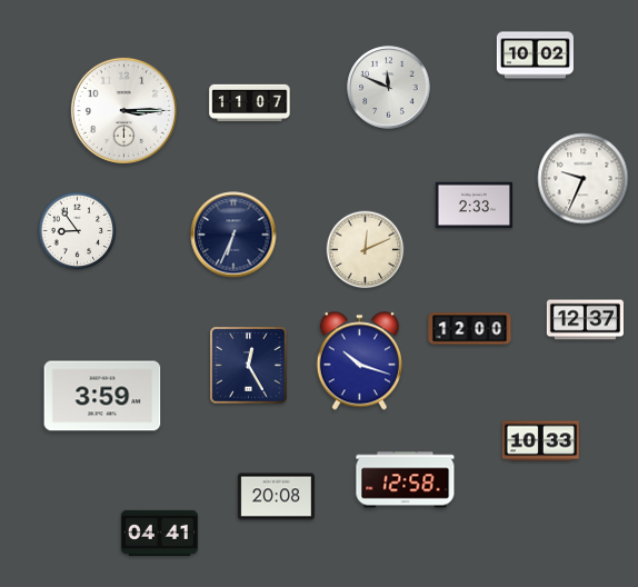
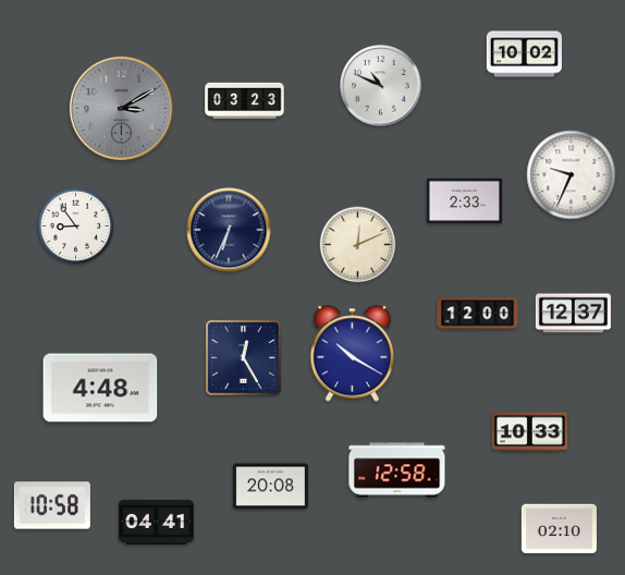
clock at (389, 88): 11:49 -> 10:49
clock at (250, 102): 11:07 -> 03:23
clock at (123, 110): 3:15 -> 3:10
clock at (123, 110) dial: white -> grey
clock at (470, 329) position: (470, 329) -> (478, 314)
clock at (359, 361): 10:18 -> 10:20
clock at (102, 396): 3:59 -> 4:48
clock at (52, 505): none -> 10:58
clock at (559, 529): none -> 02:10
